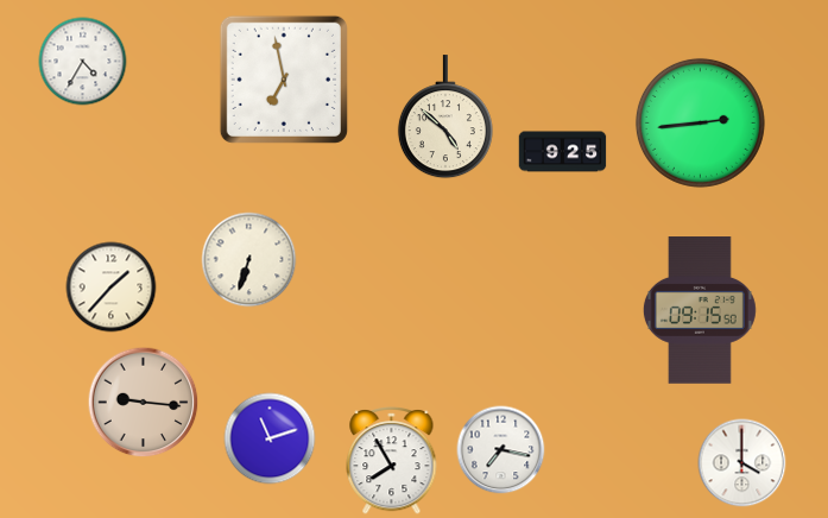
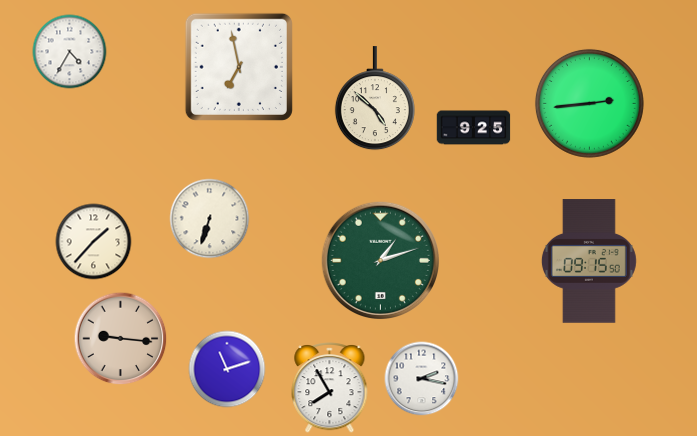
clock at (380, 260): none -> 1:12
clock at (501, 450): 7:17 -> 2:17
clock at (742, 463): 4:00 -> none
